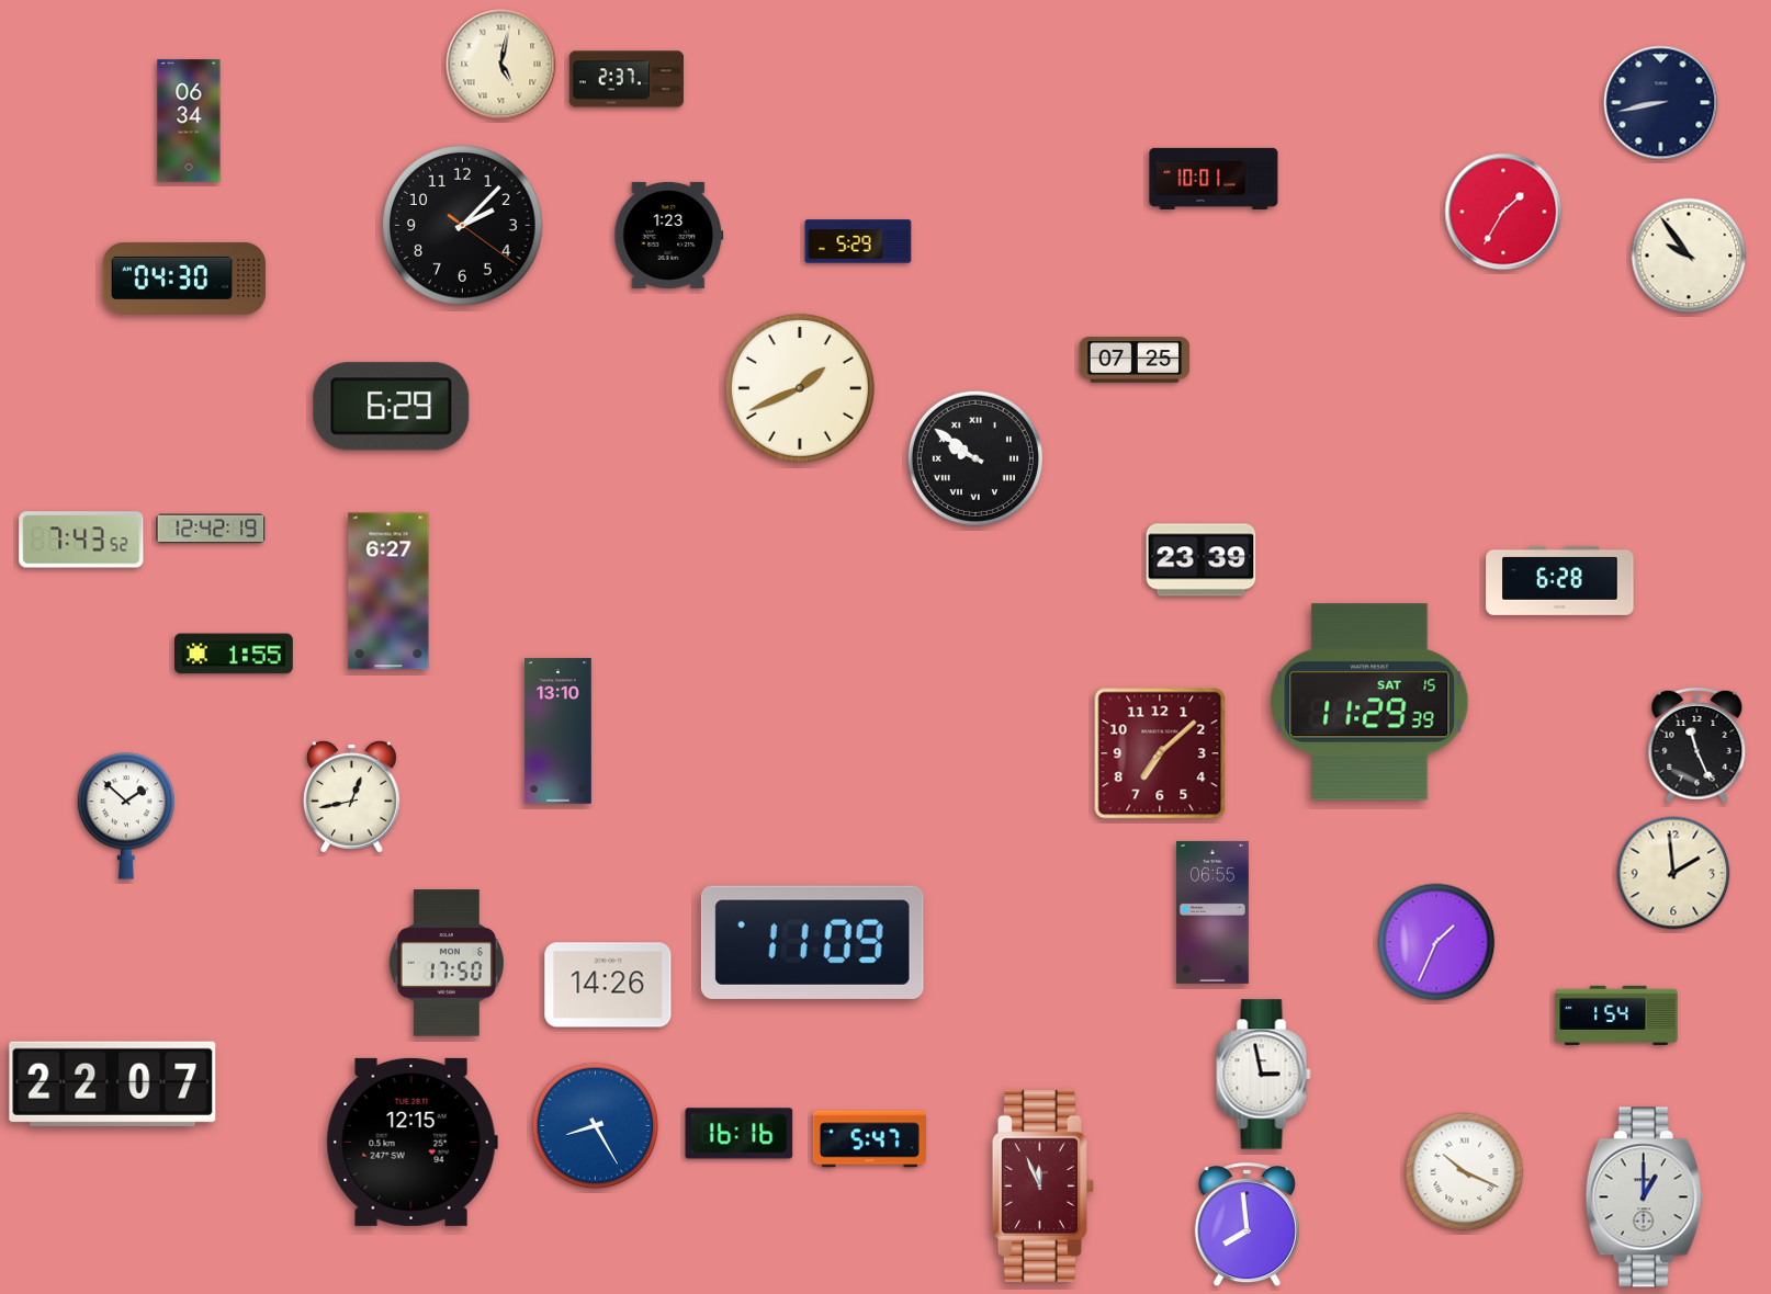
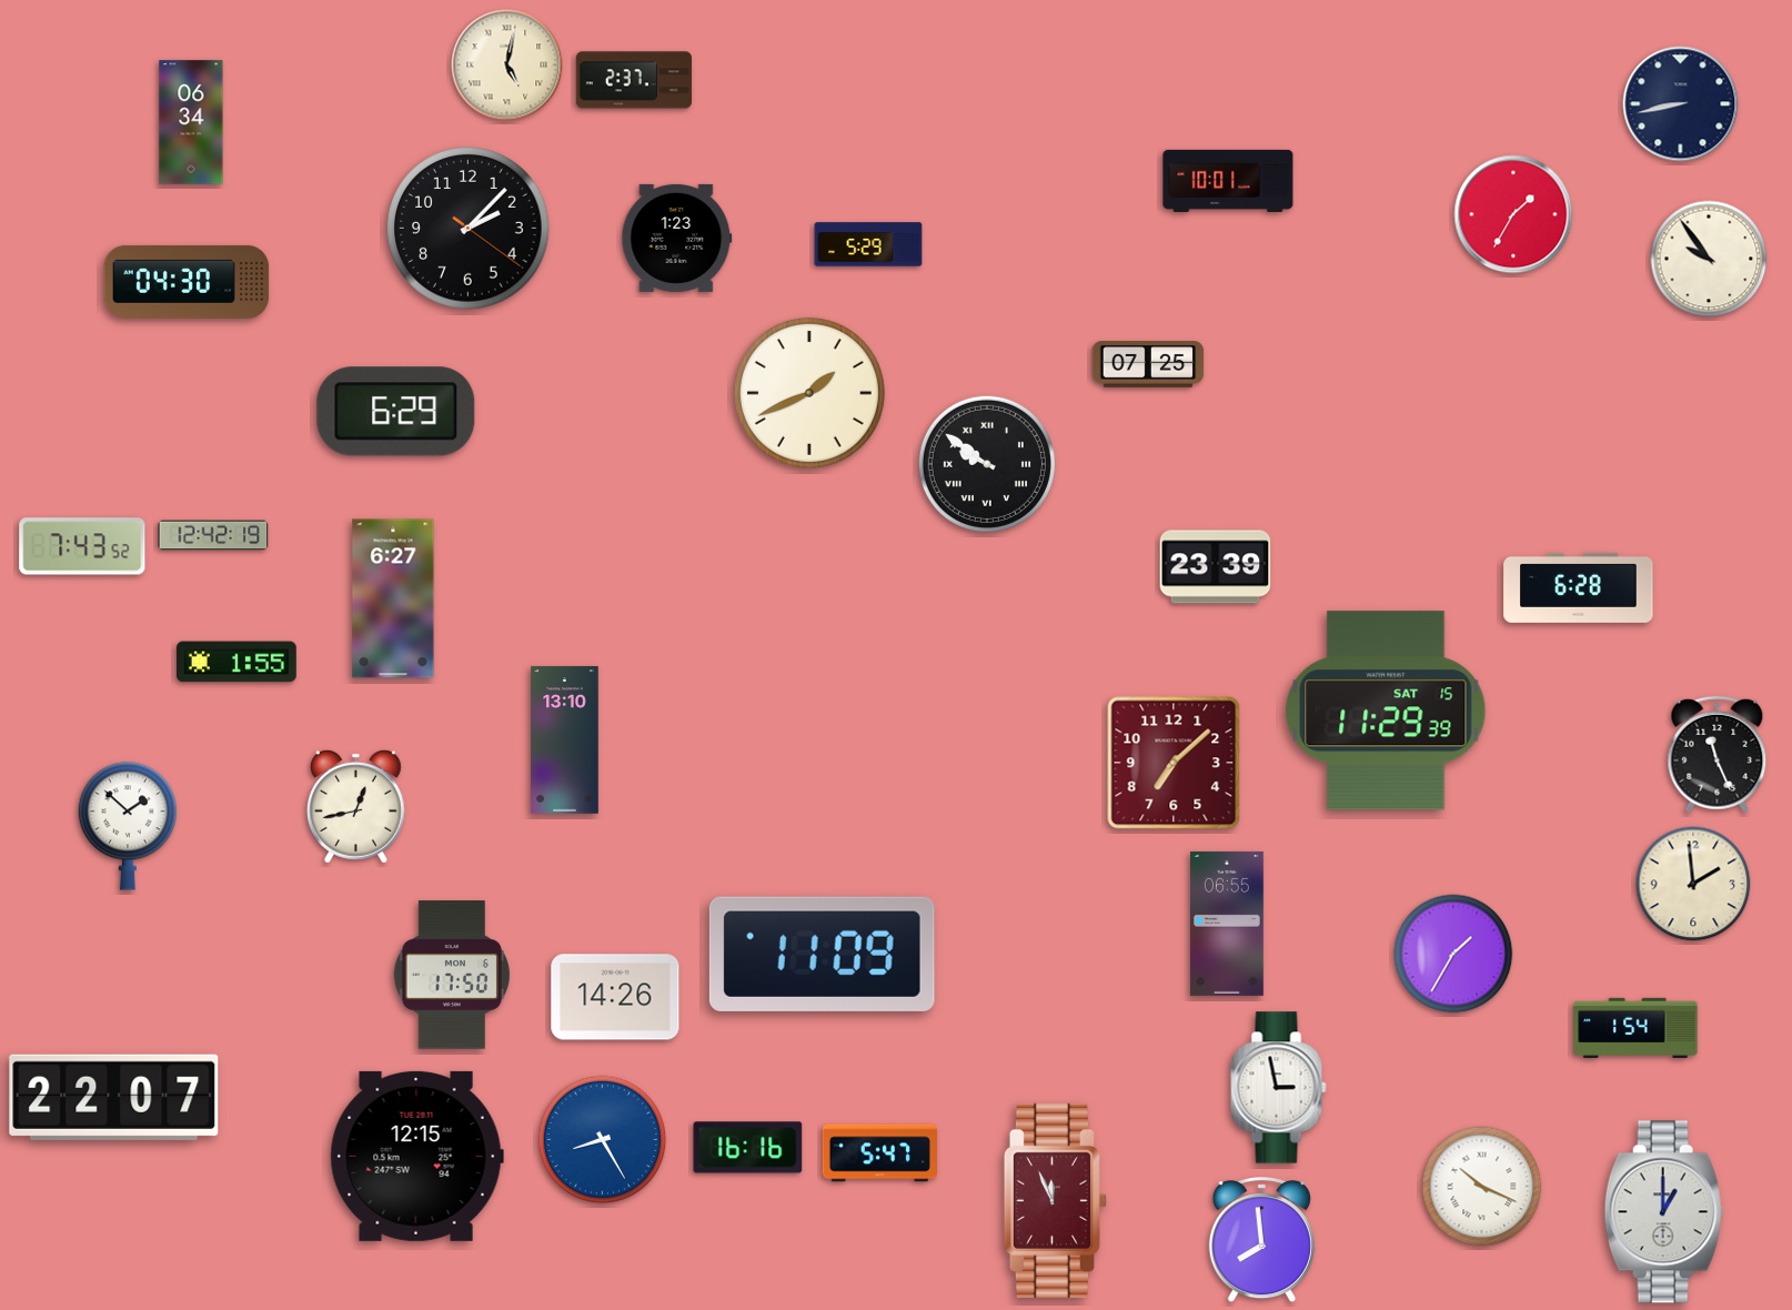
clock at (1503, 212) position: (1503, 212) -> (1513, 214)
clock at (1436, 942): 1:34 -> 1:35
